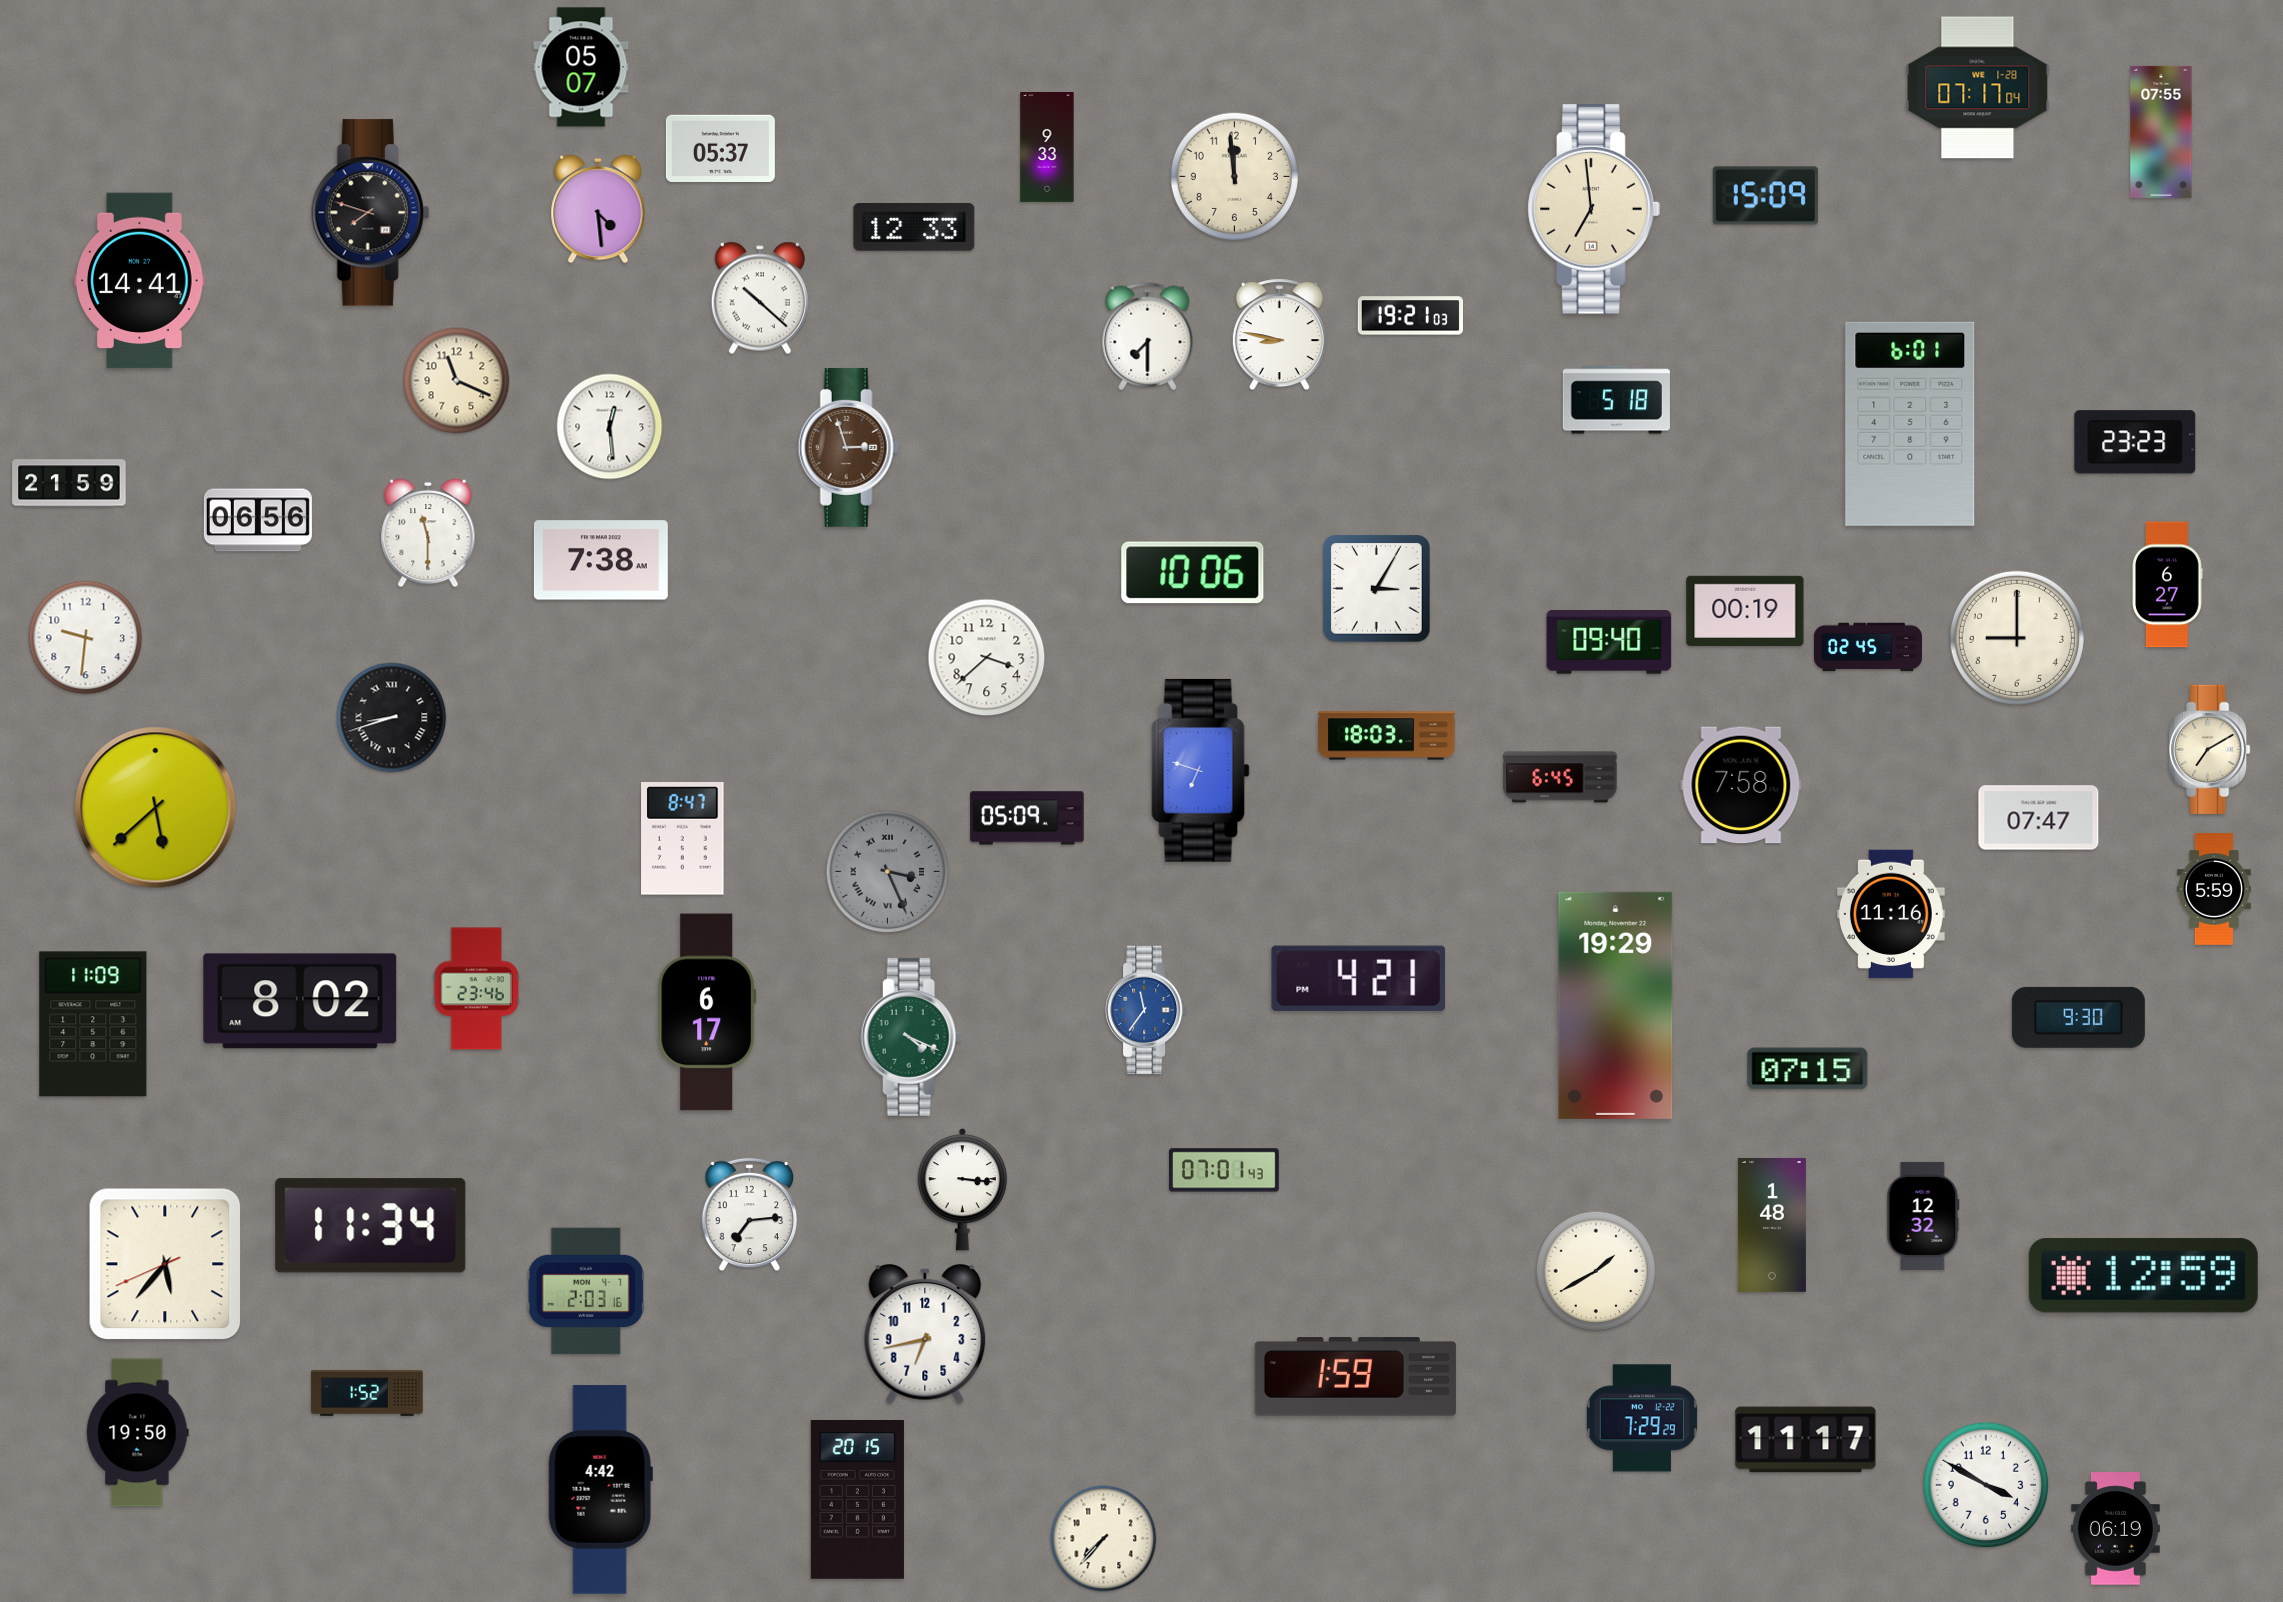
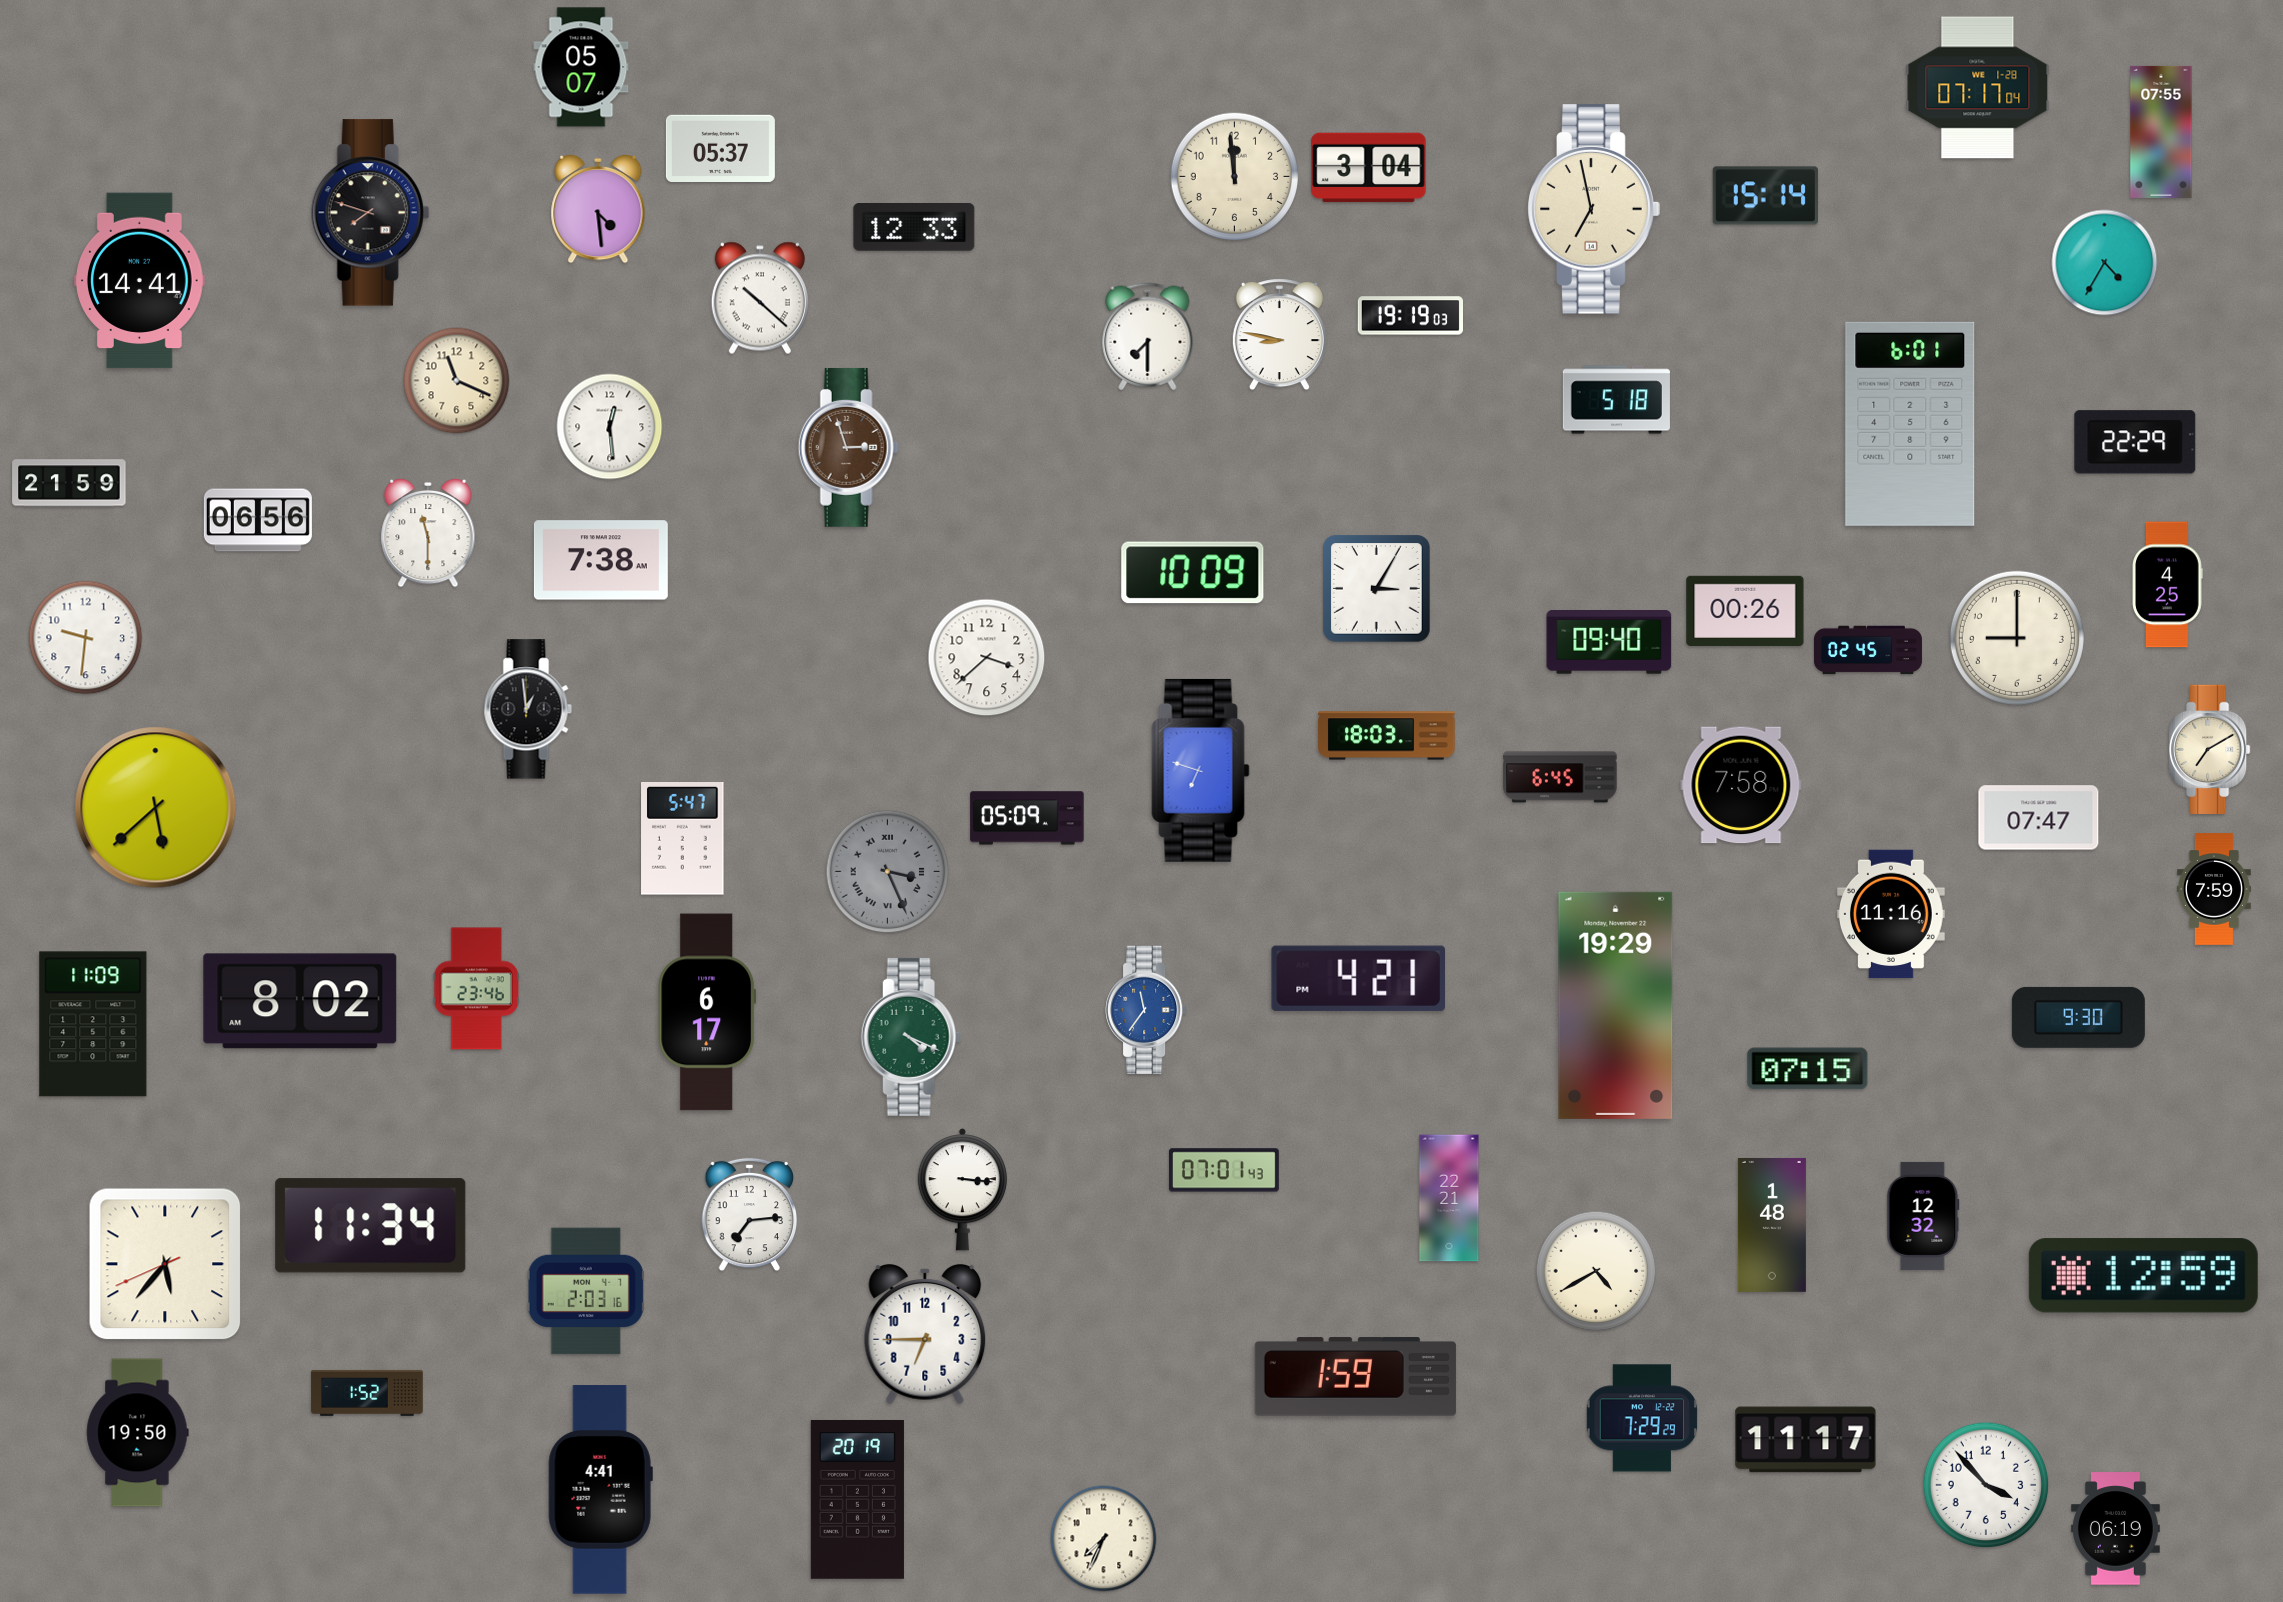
clock at (1047, 148): 9:33 -> none
clock at (1369, 168): none -> 3:04
clock at (1765, 196): 15:09 -> 15:14
clock at (1594, 209): 6:59 -> 6:58
clock at (2105, 263): none -> 4:35
clock at (1411, 316): 19:21 -> 19:19
clock at (2135, 442): 23:23 -> 22:29
clock at (1193, 573): 10:06 -> 10:09
clock at (2168, 585): 6:27 -> 4:25
clock at (1745, 611): 00:19 -> 00:26
clock at (1868, 647) position: (1868, 647) -> (1868, 650)
clock at (528, 709): none -> 12:59
clock at (392, 718): 8:42 -> none
clock at (683, 839): 8:47 -> 5:47
clock at (2214, 889): 5:59 -> 7:59
clock at (1449, 1198): none -> 22:21
clock at (1596, 1271): 1:40 -> 4:40
clock at (925, 1334): 6:43 -> 6:45
clock at (1986, 1485): 3:50 -> 3:53
clock at (600, 1490): 4:42 -> 4:41
clock at (857, 1499): 20:15 -> 20:19
clock at (1104, 1539): 7:37 -> 7:34
